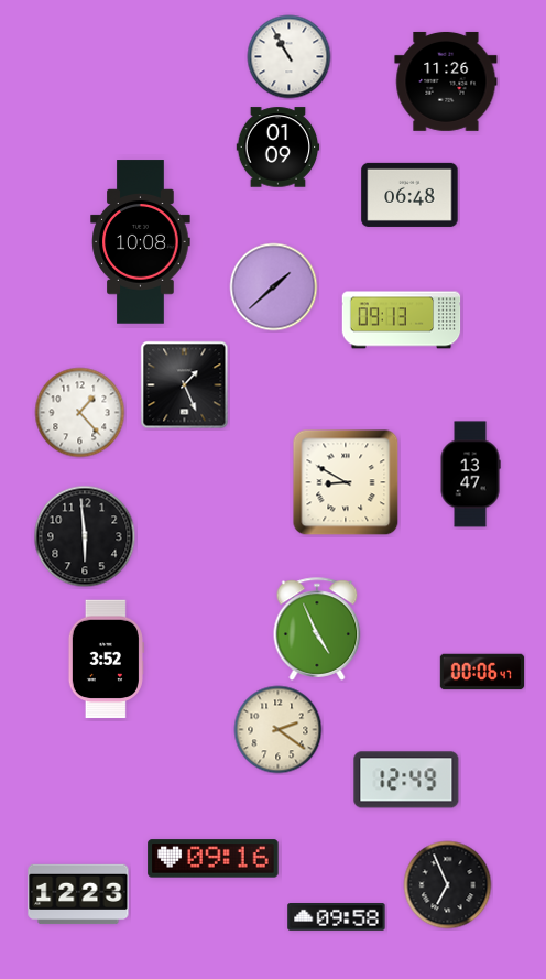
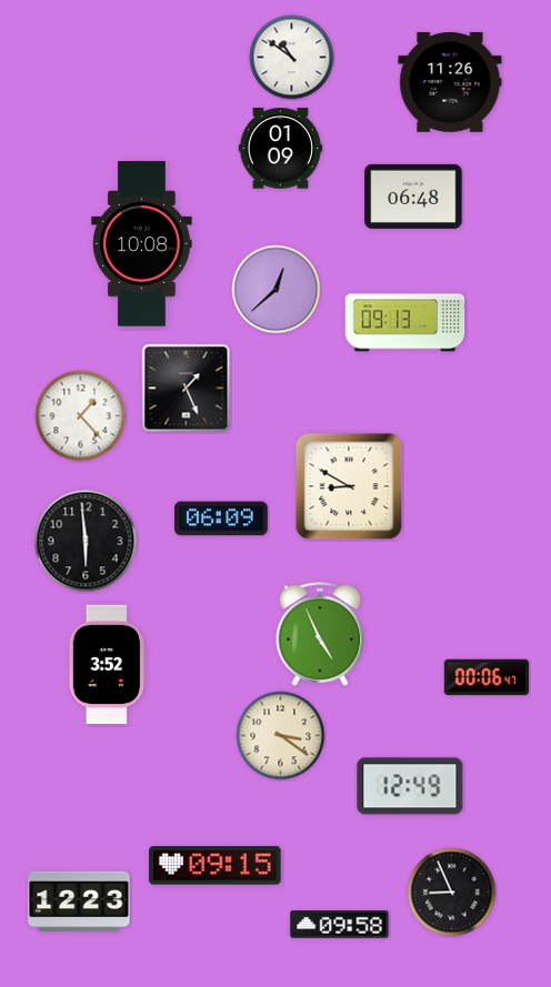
clock at (290, 57): 10:55 -> 10:51
clock at (274, 287): 1:38 -> 12:38
clock at (470, 475): 13:47 -> none
clock at (221, 518): none -> 06:09
clock at (279, 730): 2:21 -> 3:21
clock at (214, 859): 09:16 -> 09:15
clock at (448, 885): 6:56 -> 8:56
